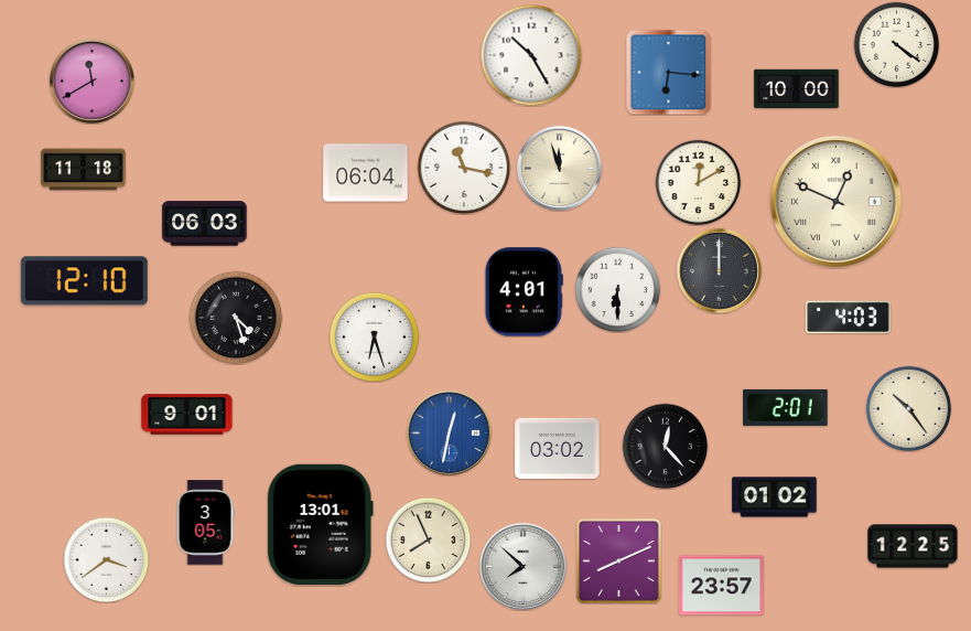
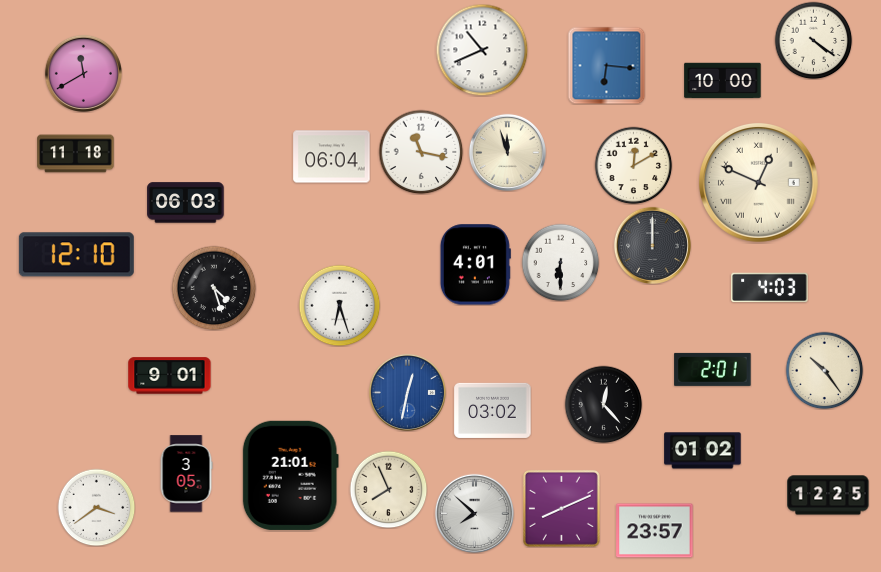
clock at (531, 55): 10:25 -> 10:41
clock at (558, 448) position: (558, 448) -> (493, 410)
clock at (320, 524): 13:01 -> 21:01
